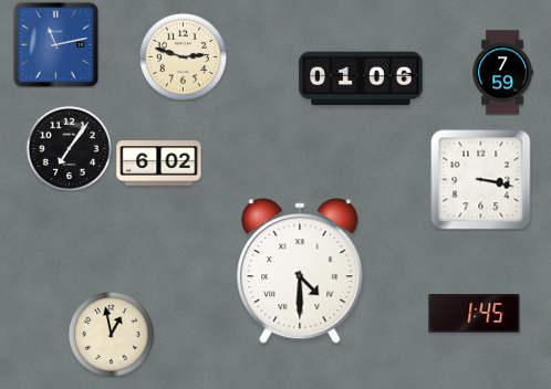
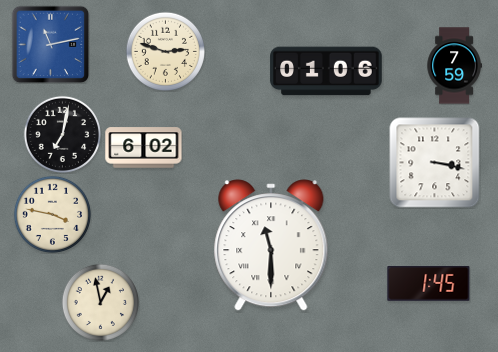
clock at (55, 44) position: (55, 44) -> (50, 44)
clock at (69, 148): 7:06 -> 7:02
clock at (52, 214): none -> 3:47
clock at (300, 271): 4:30 -> 11:30
